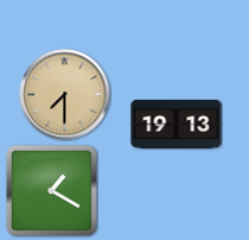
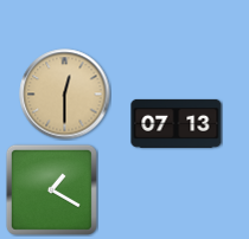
clock at (65, 95): 7:30 -> 12:30
clock at (177, 124): 19:13 -> 07:13
